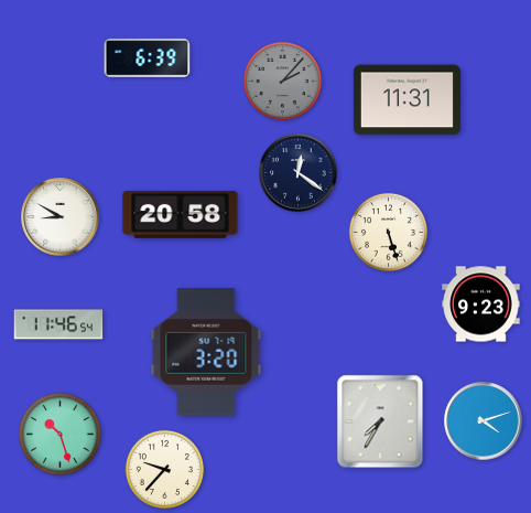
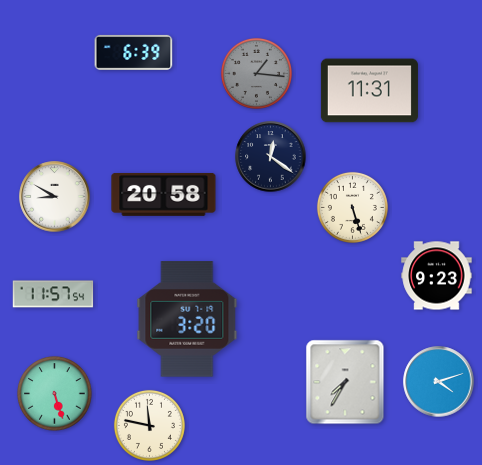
clock at (282, 81): 2:07 -> 1:16
clock at (388, 232) position: (388, 232) -> (352, 207)
clock at (58, 324): 11:46 -> 11:57
clock at (61, 435): 10:27 -> 5:27
clock at (164, 469): 9:37 -> 11:47
